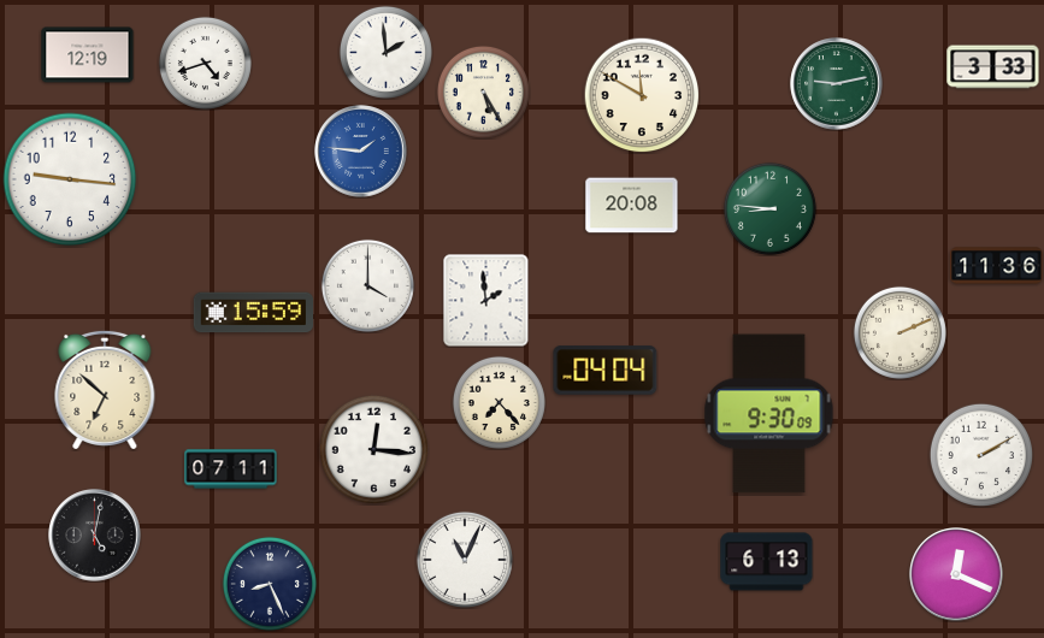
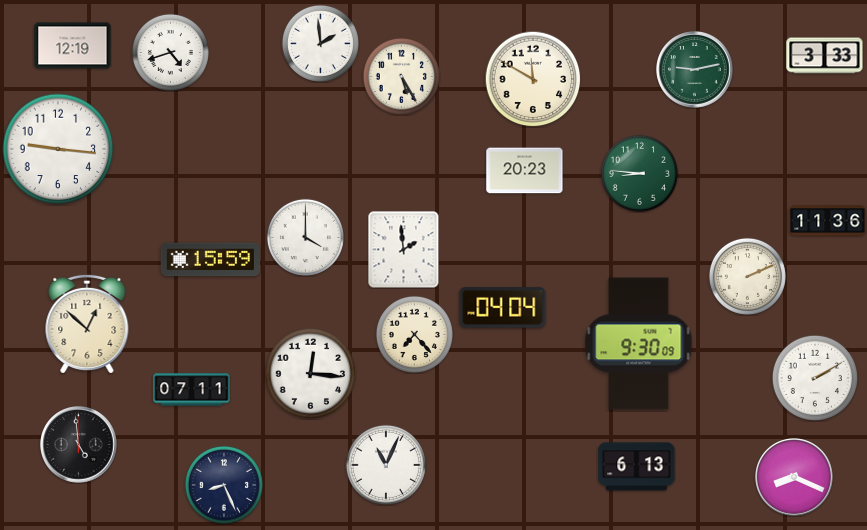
clock at (361, 152): 1:46 -> none
clock at (632, 206): 20:08 -> 20:23
clock at (105, 390): 6:52 -> 12:52
clock at (95, 536): 5:02 -> 4:59
clock at (957, 575): 12:19 -> 8:19
